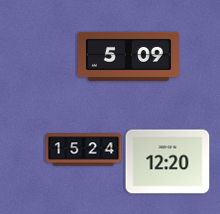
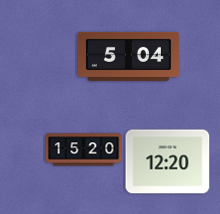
clock at (128, 56): 5:09 -> 5:04
clock at (84, 150): 15:24 -> 15:20
